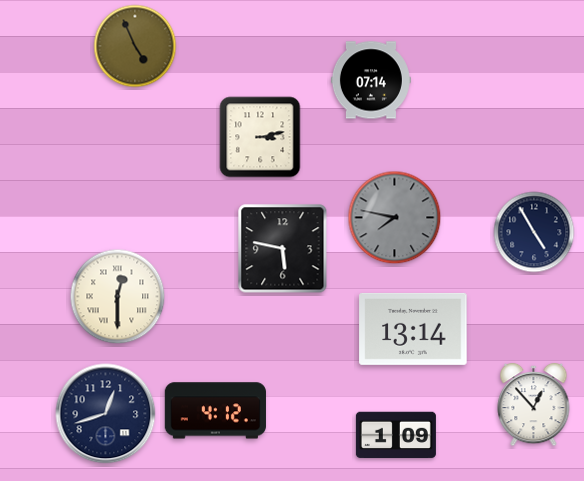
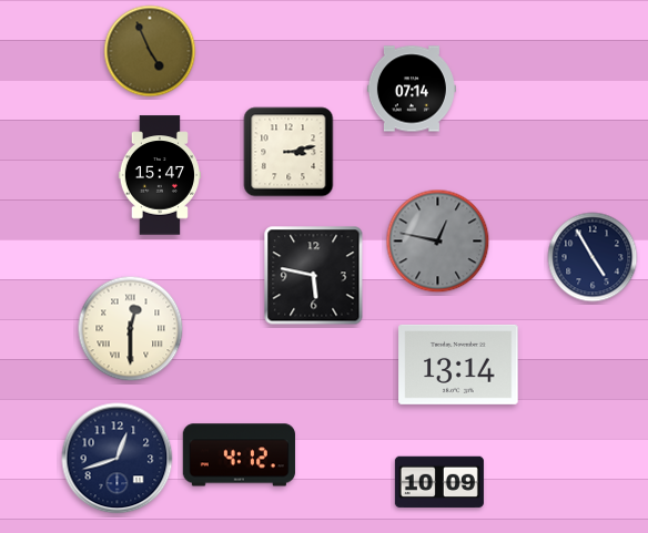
clock at (159, 175): none -> 15:47
clock at (395, 218): 7:47 -> 12:47
clock at (534, 405): 12:53 -> none
clock at (396, 435): 1:09 -> 10:09
